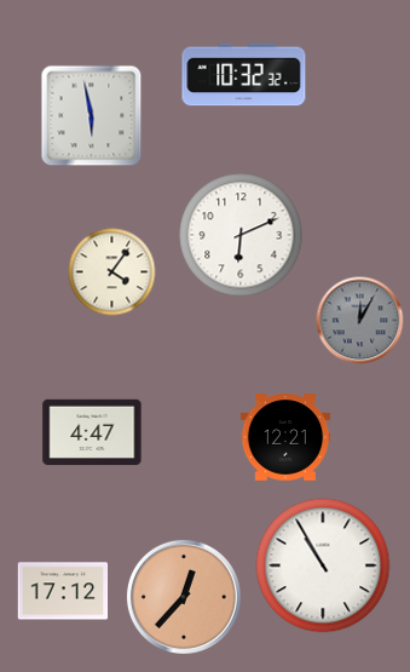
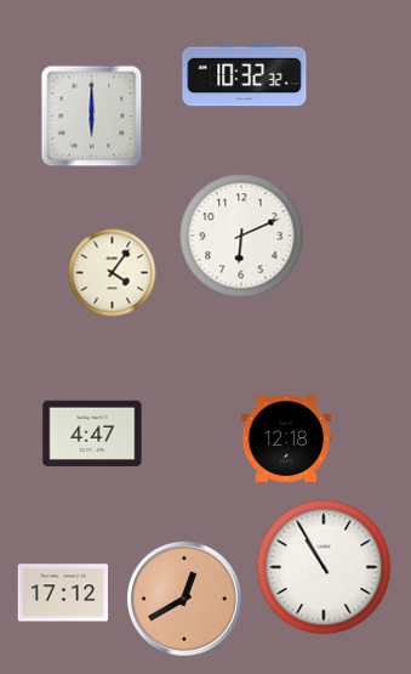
clock at (92, 116): 5:58 -> 6:00
clock at (360, 321): 12:05 -> none
clock at (285, 437): 12:21 -> 12:18
clock at (184, 597): 12:37 -> 12:40
